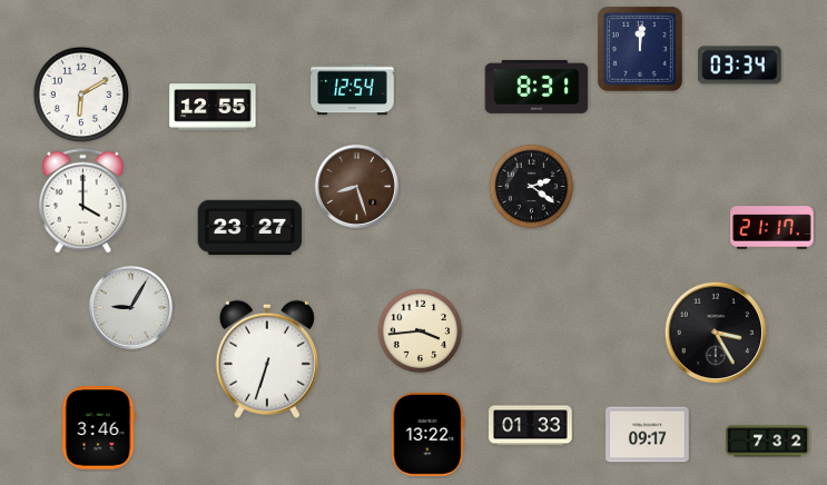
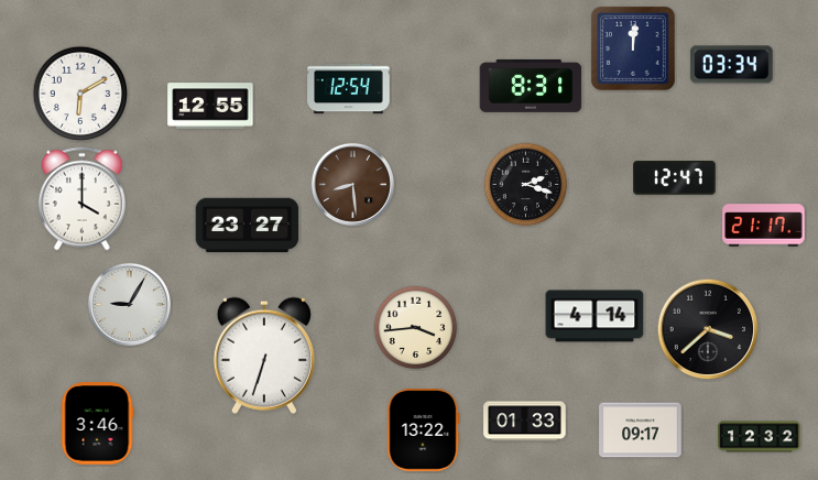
clock at (675, 178): none -> 12:47
clock at (356, 186): 8:27 -> 8:29
clock at (532, 187): 2:21 -> 2:18
clock at (595, 316): none -> 4:14
clock at (716, 333): 3:25 -> 3:38
clock at (768, 442): 7:32 -> 12:32
